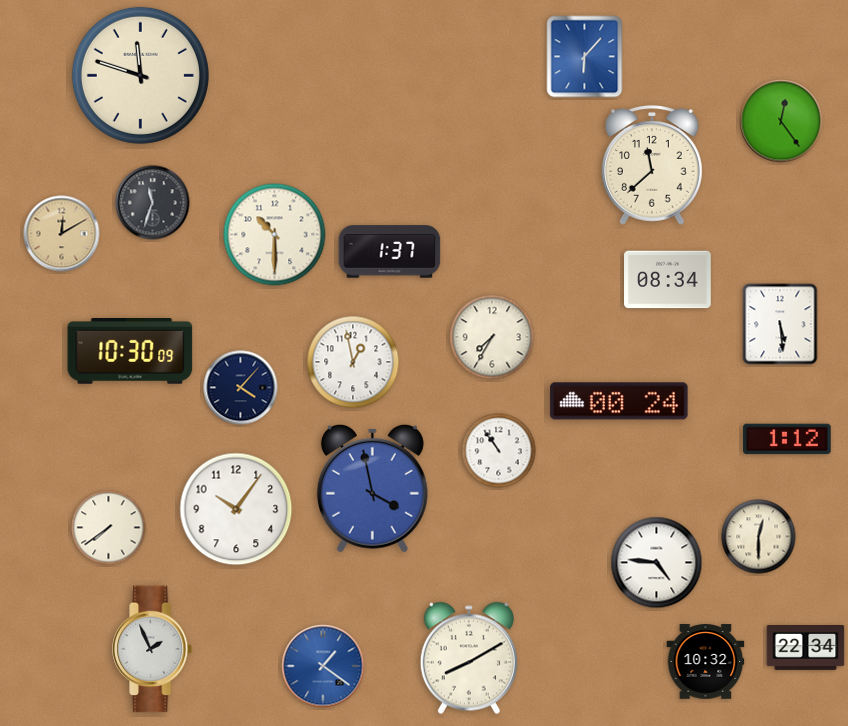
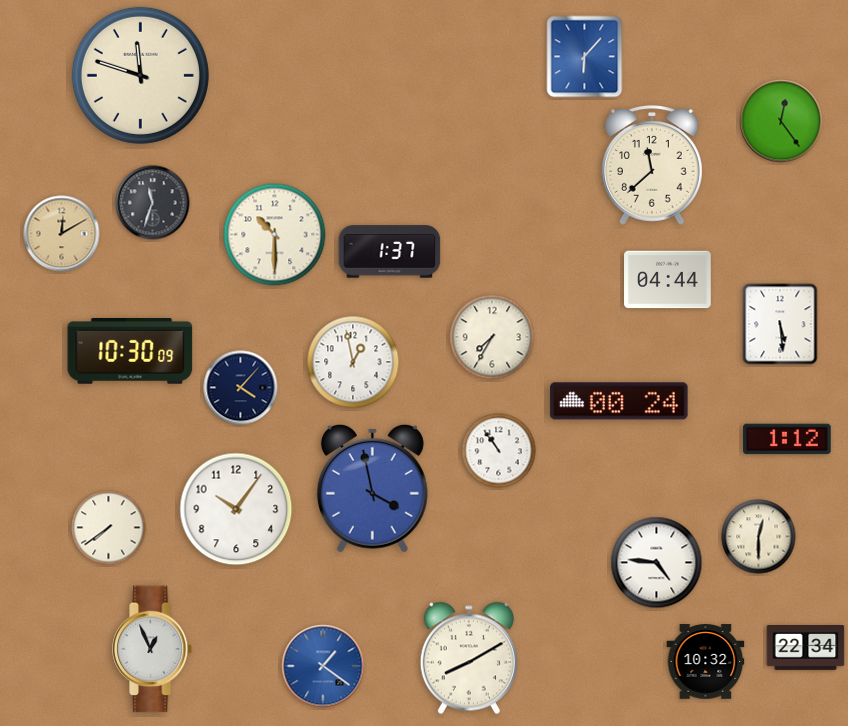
clock at (668, 280): 08:34 -> 04:44
clock at (153, 649): 1:56 -> 12:56
